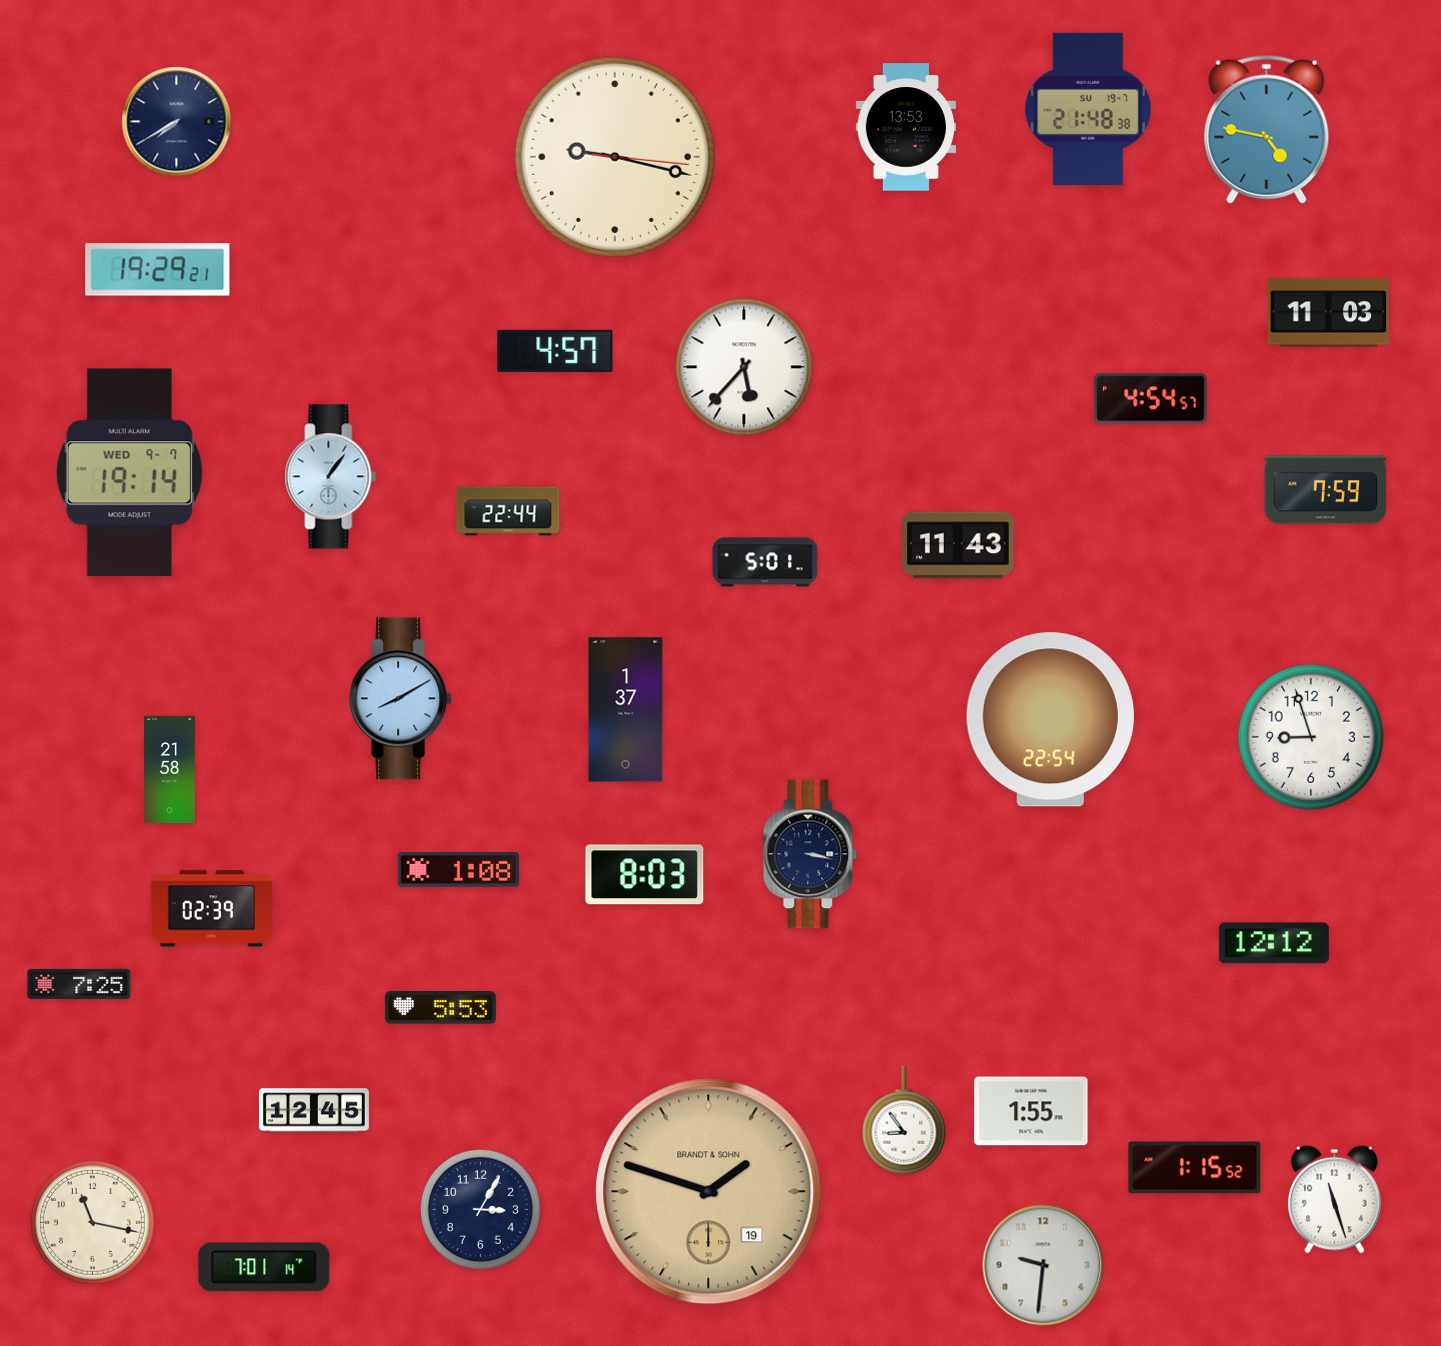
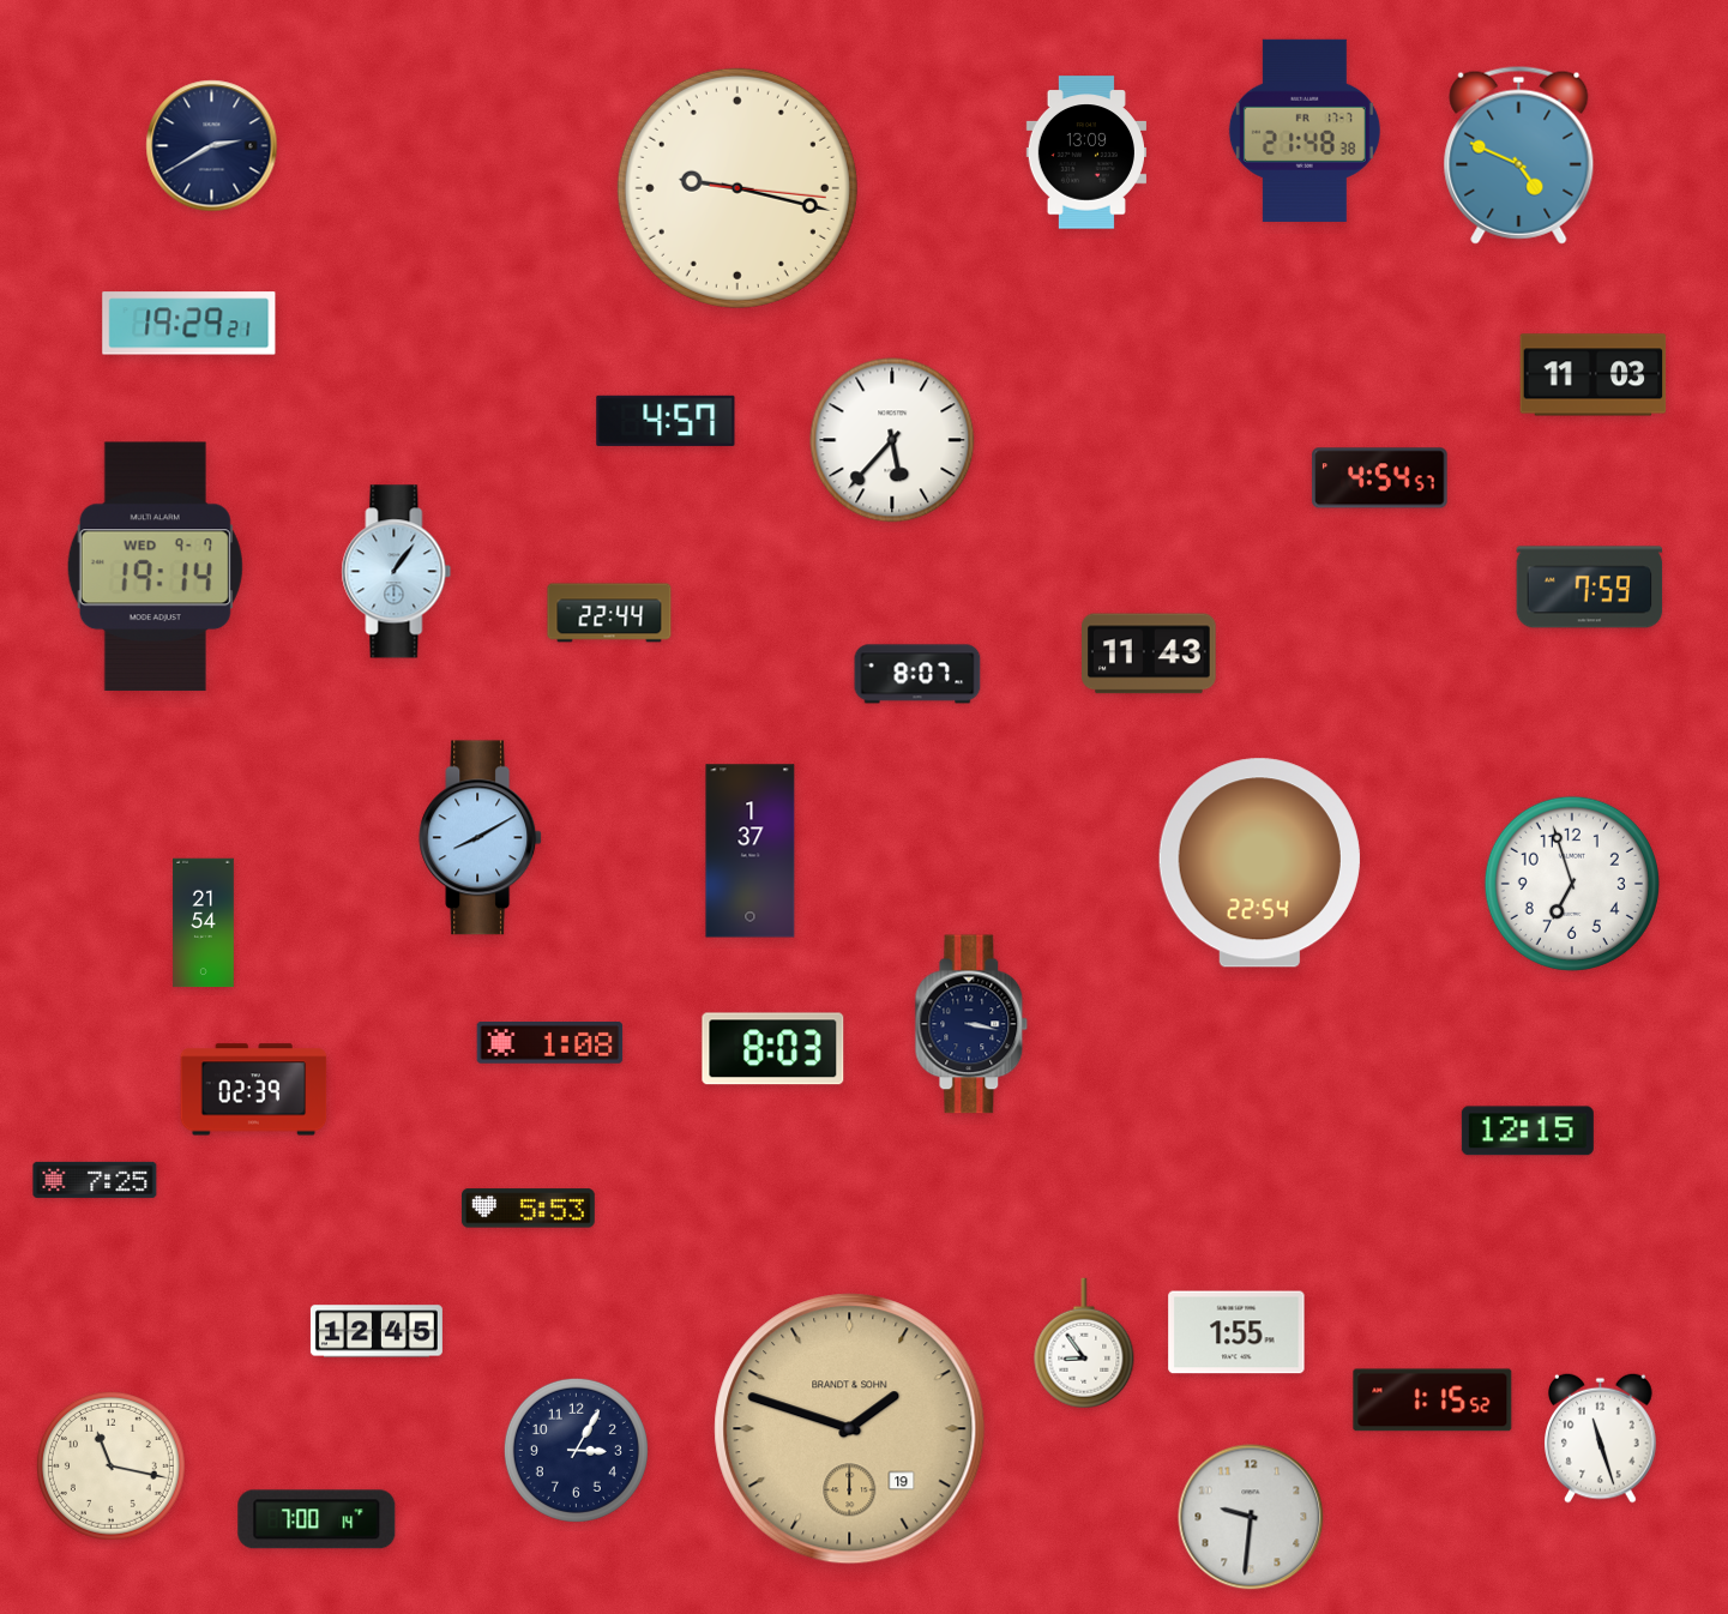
clock at (1088, 109) date: SU 19-7 -> FR 17-7
clock at (177, 122): 7:40 -> 2:40
clock at (905, 127): 13:53 -> 13:09
clock at (1267, 129): 4:47 -> 4:49
clock at (765, 562): 5:01 -> 8:07
clock at (1311, 737): 8:57 -> 6:57
clock at (170, 770): 21:58 -> 21:54
clock at (1274, 943): 12:12 -> 12:15
clock at (264, 1267): 7:01 -> 7:00
